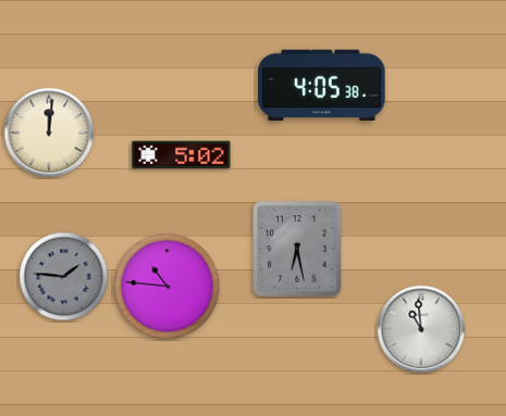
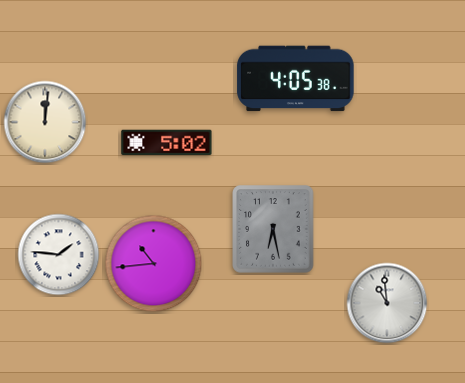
clock at (64, 277) dial: grey -> white
clock at (168, 287): 10:46 -> 10:44
